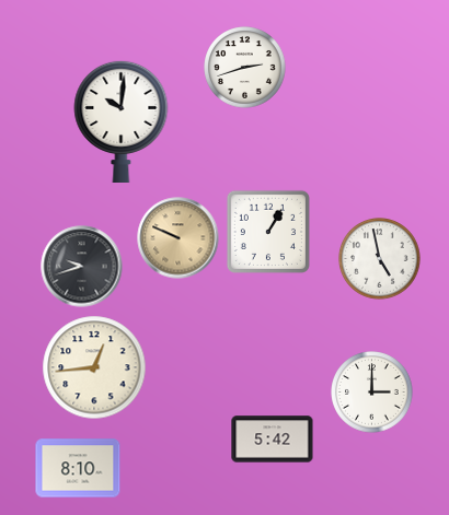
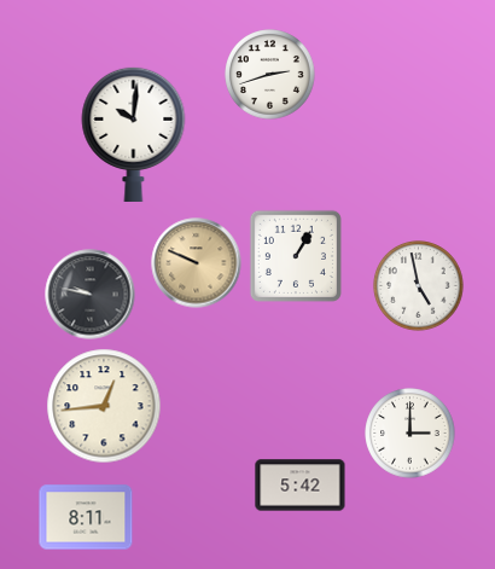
clock at (82, 267): 9:42 -> 9:47
clock at (78, 468): 8:10 -> 8:11
